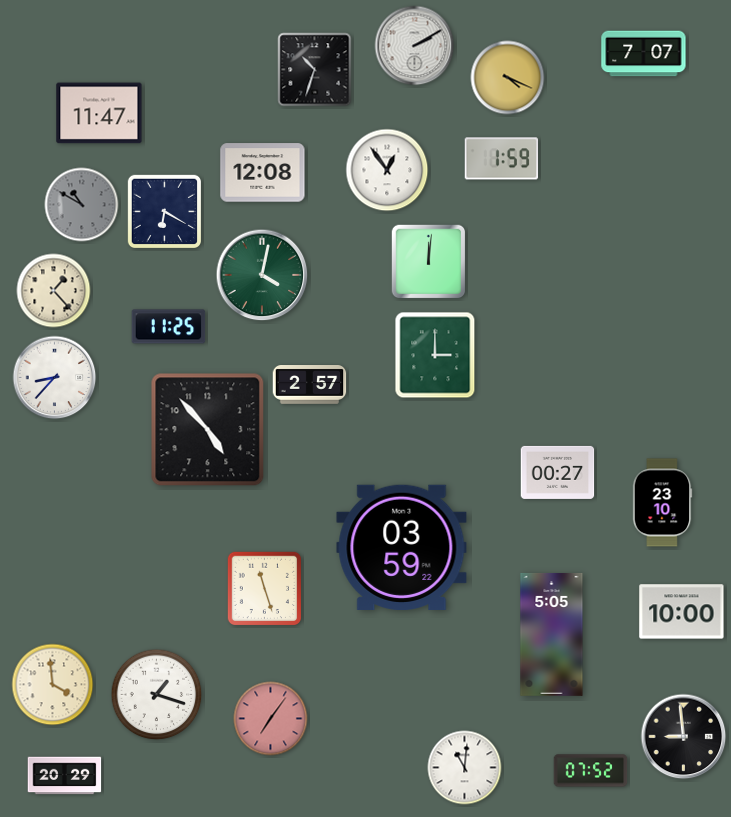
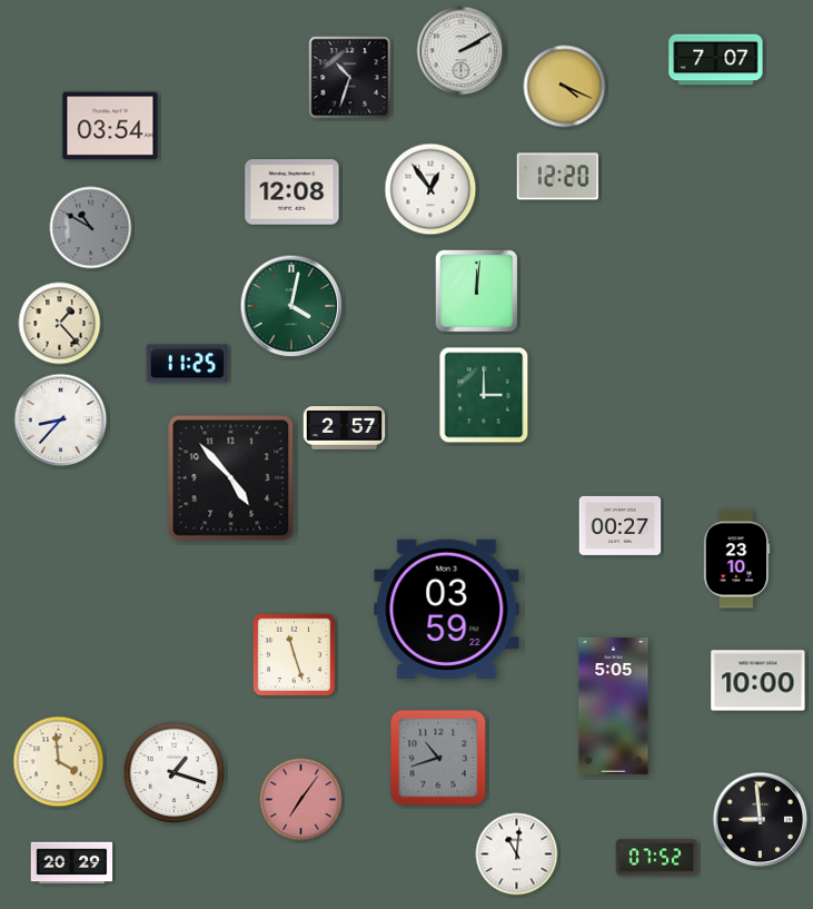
clock at (99, 113): 11:47 -> 03:54
clock at (502, 159): 1:59 -> 12:20
clock at (164, 211): 6:20 -> none
clock at (438, 758): none -> 10:42
